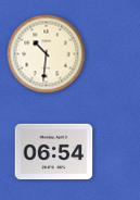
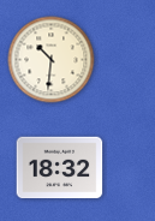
clock at (54, 152): 06:54 -> 18:32
